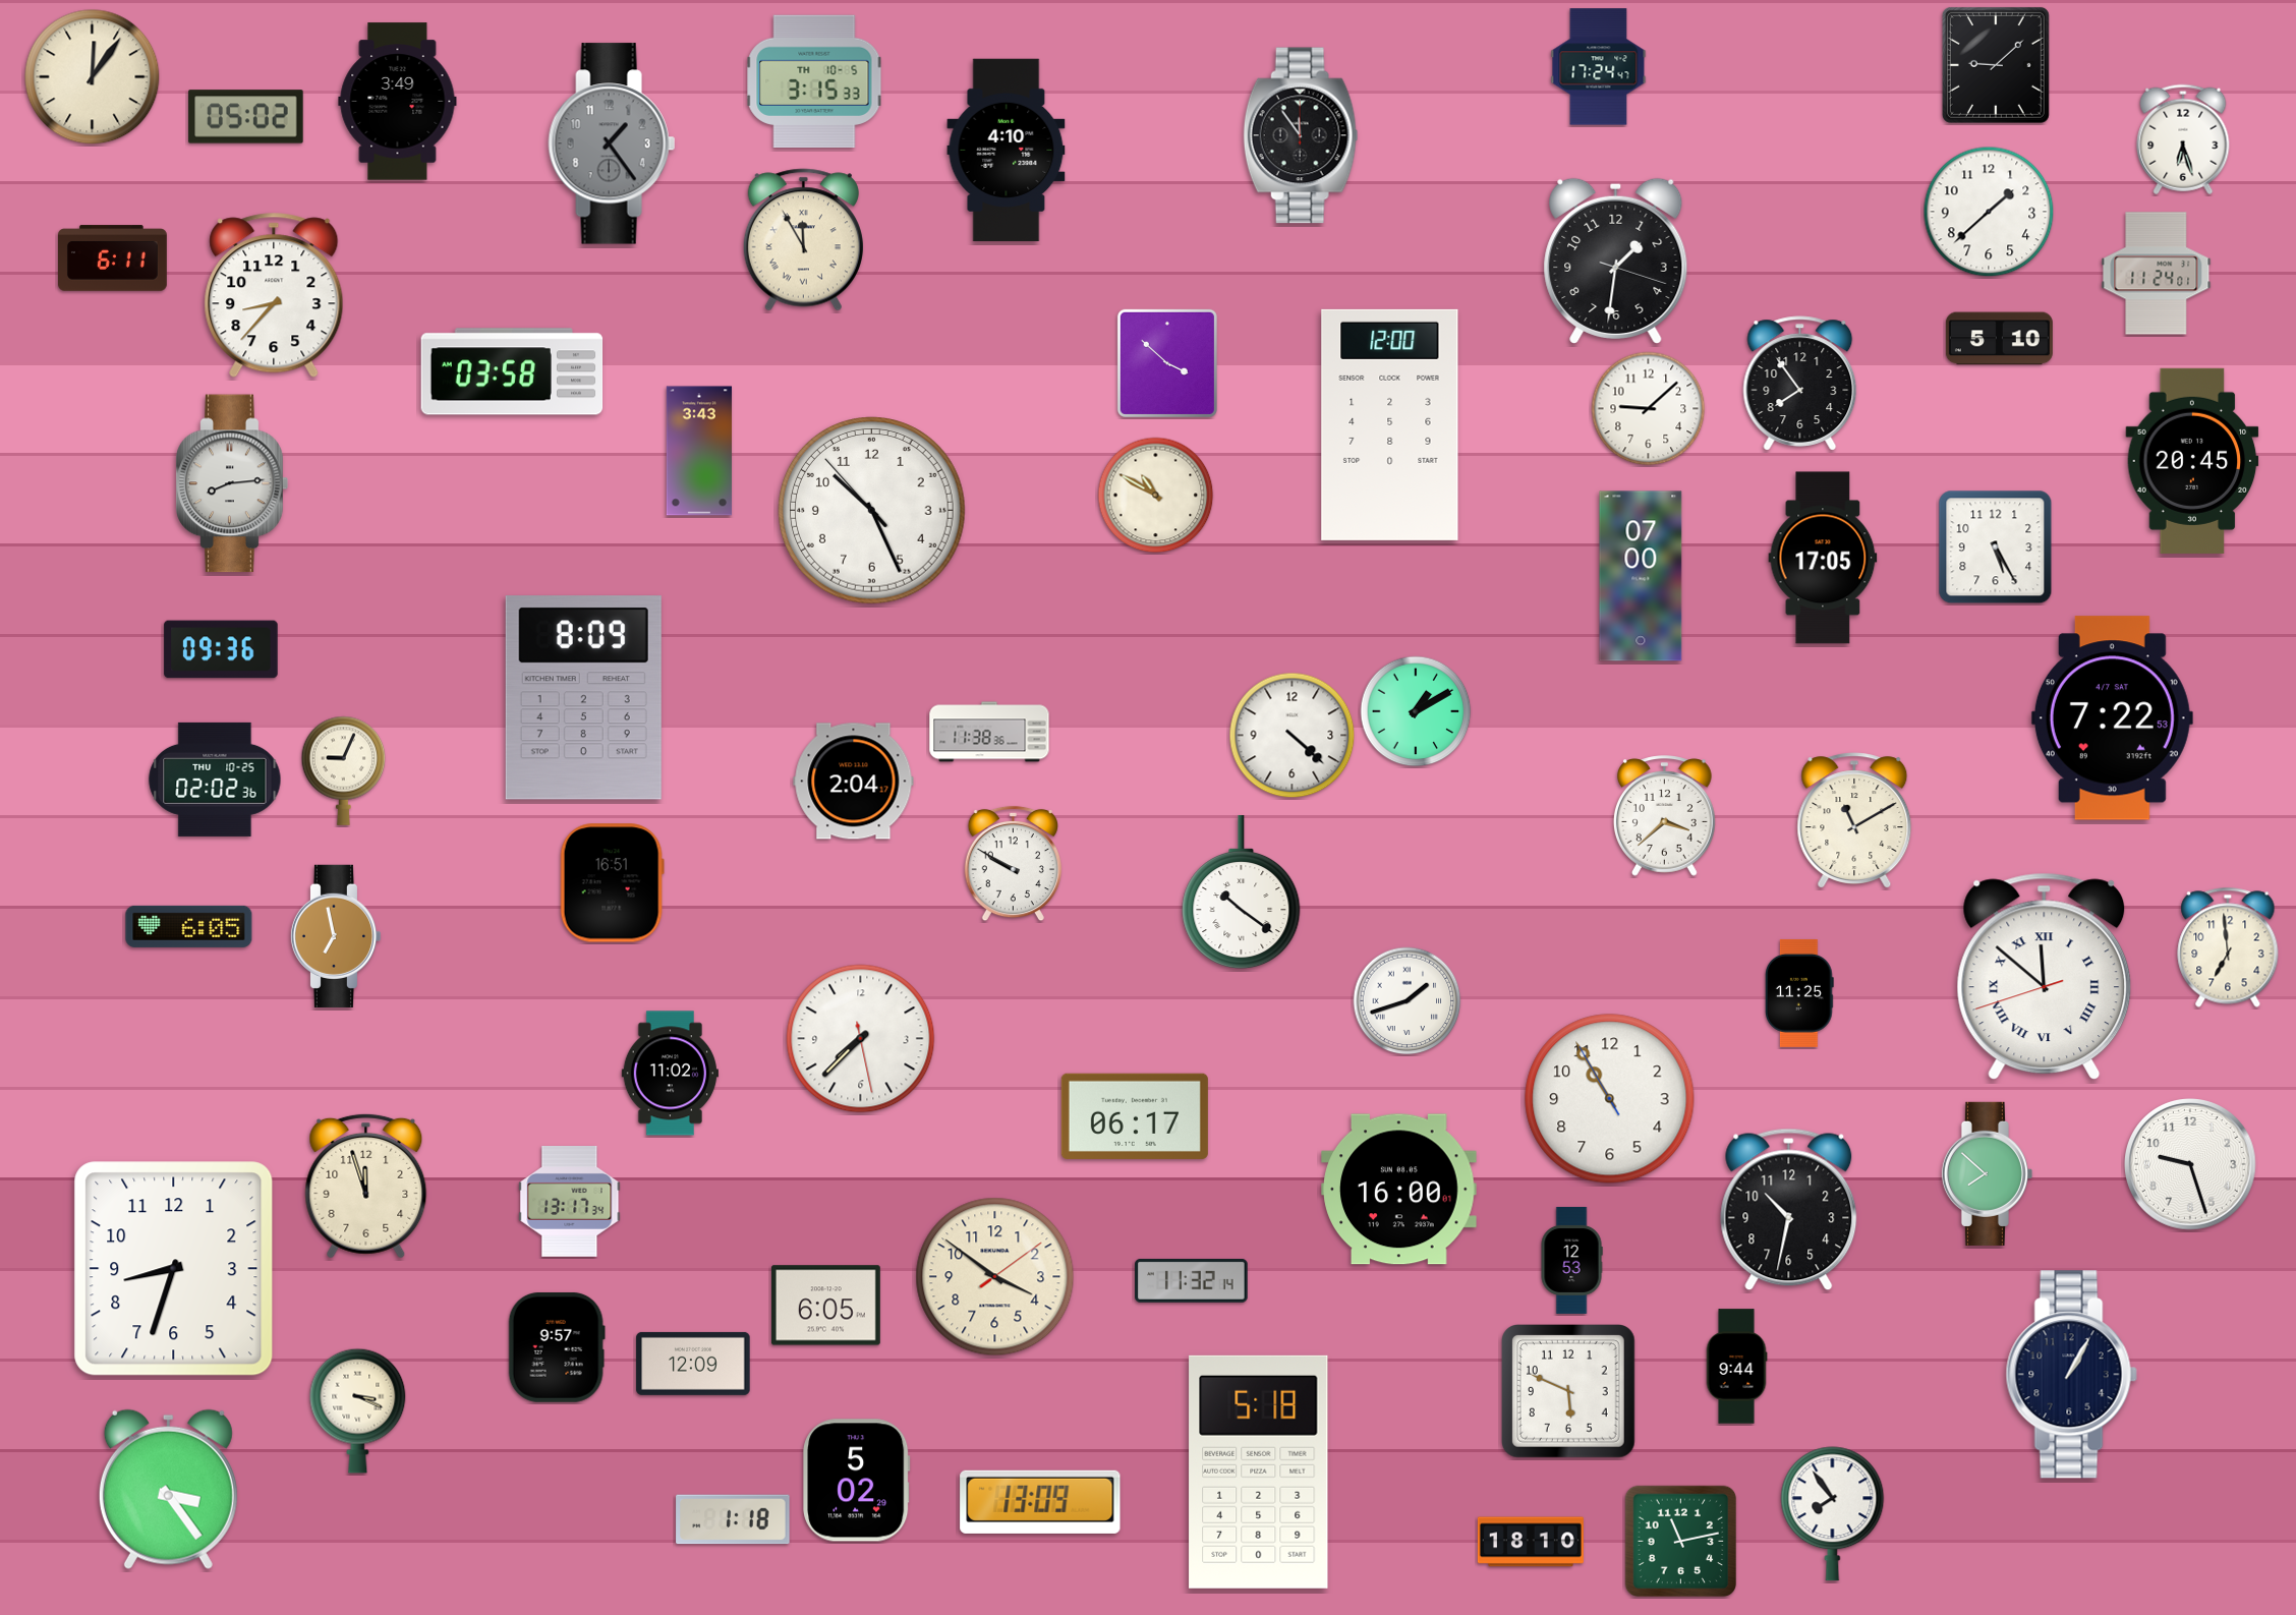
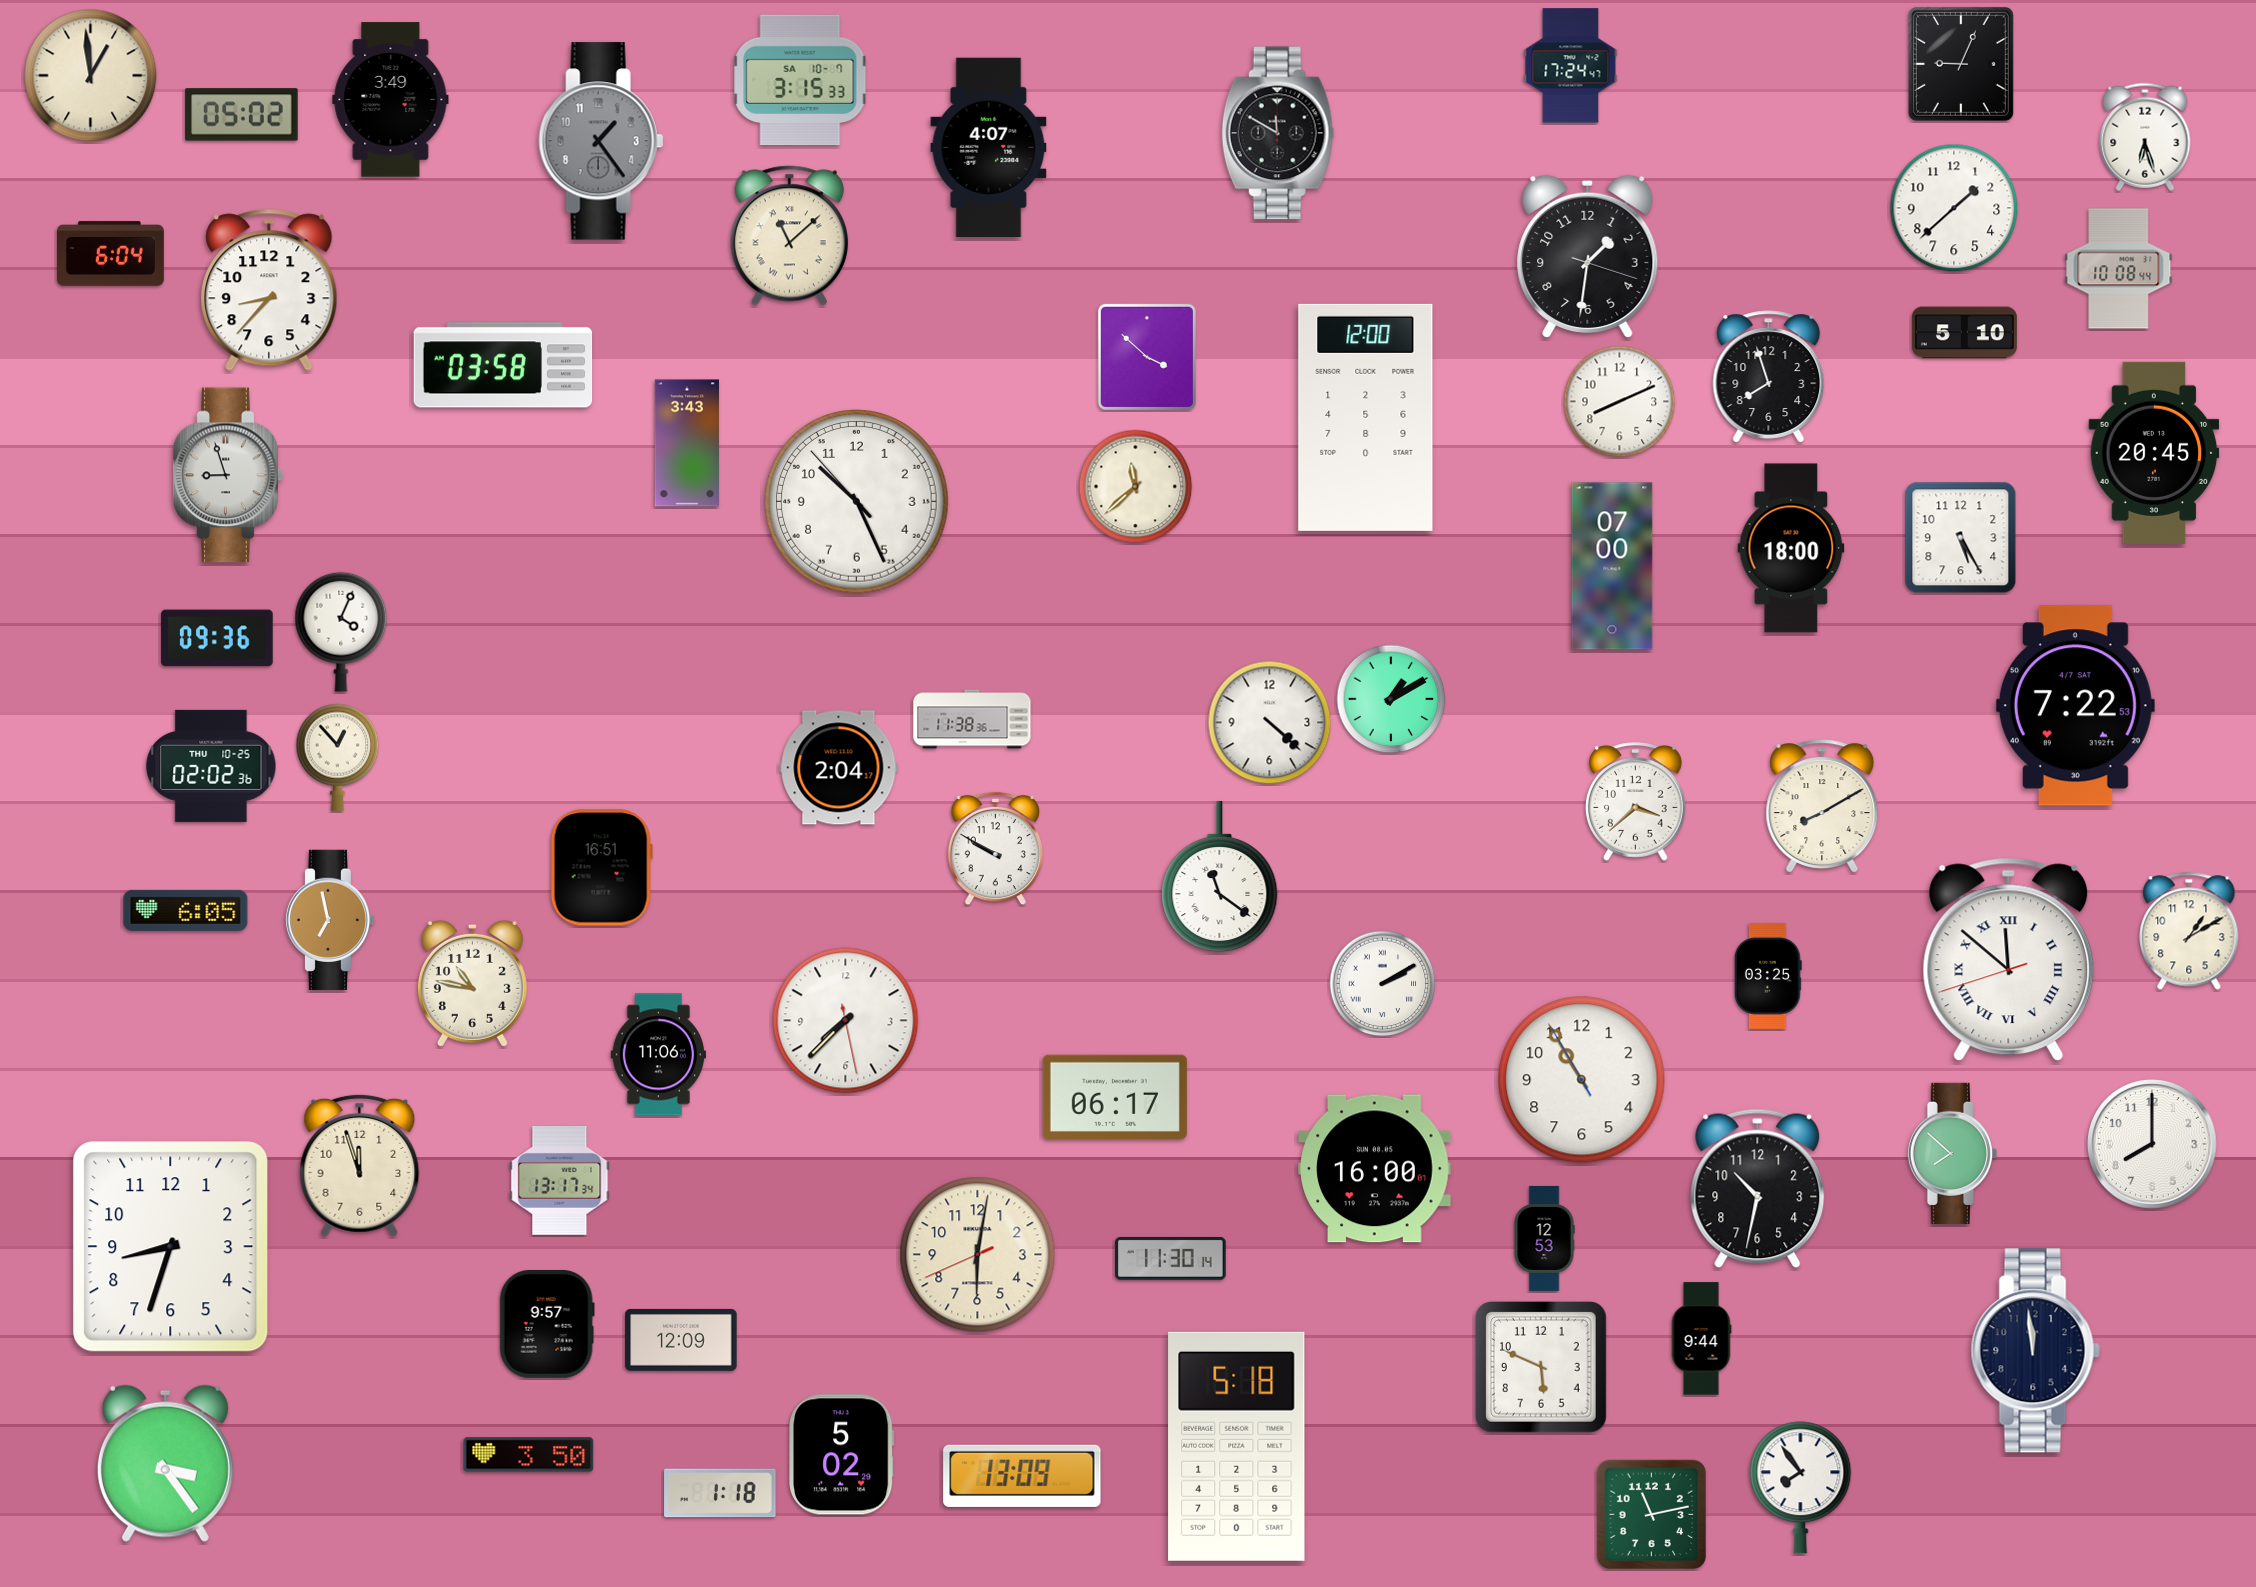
clock at (1996, 65): 9:08 -> 9:04
clock at (93, 77): 12:06 -> 12:59
clock at (814, 81) date: TH 10-5 -> SA 10-7
clock at (1301, 135): 11:54 -> 11:50
clock at (1007, 151): 4:10 -> 4:07
clock at (803, 240): 11:55 -> 11:08
clock at (113, 258): 6:11 -> 6:04
clock at (2157, 274): 11:24 -> 10:08
clock at (1800, 384): 7:54 -> 7:57
clock at (1649, 409): 9:08 -> 8:11
clock at (232, 483): 8:14 -> 8:57
clock at (1156, 496): 10:50 -> 11:38
clock at (1823, 558): 17:05 -> 18:00
clock at (341, 632): none -> 4:04
clock at (583, 698): 8:09 -> none
clock at (344, 770): 9:04 -> 12:53
clock at (1854, 820): 11:10 -> 8:10
clock at (1242, 893): 10:21 -> 11:21
clock at (2228, 947): 6:59 -> 1:10
clock at (1800, 993): 11:25 -> 03:25
clock at (472, 983): none -> 10:47
clock at (1408, 1001): 1:42 -> 2:10
clock at (670, 1074): 11:02 -> 11:06
clock at (2190, 1164): 9:27 -> 8:00
clock at (995, 1277): 3:51 -> 6:01
clock at (1192, 1280): 11:32 -> 11:30
clock at (825, 1306): 6:05 -> none
clock at (1736, 1367) position: (1736, 1367) -> (1701, 1339)
clock at (2071, 1375): 1:05 -> 11:59
clock at (358, 1410): 3:19 -> none
clock at (529, 1455): none -> 3:50
clock at (1531, 1542): 18:10 -> none
